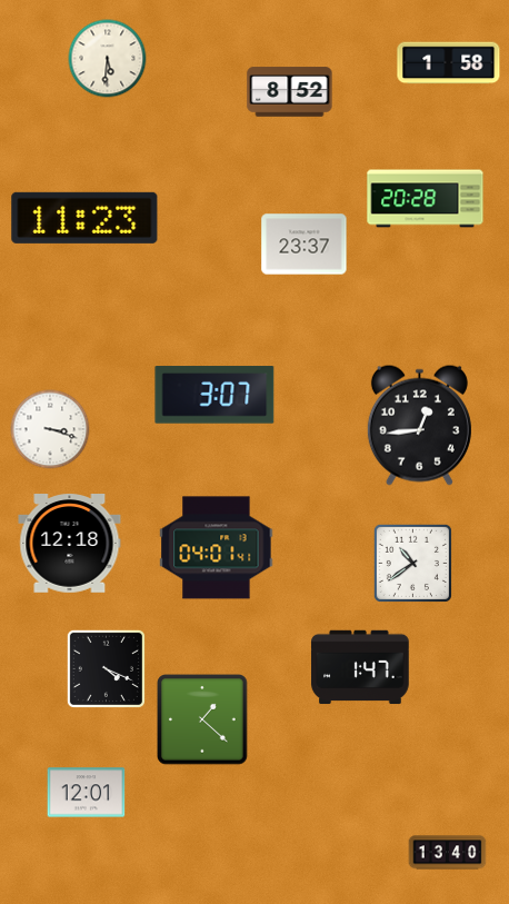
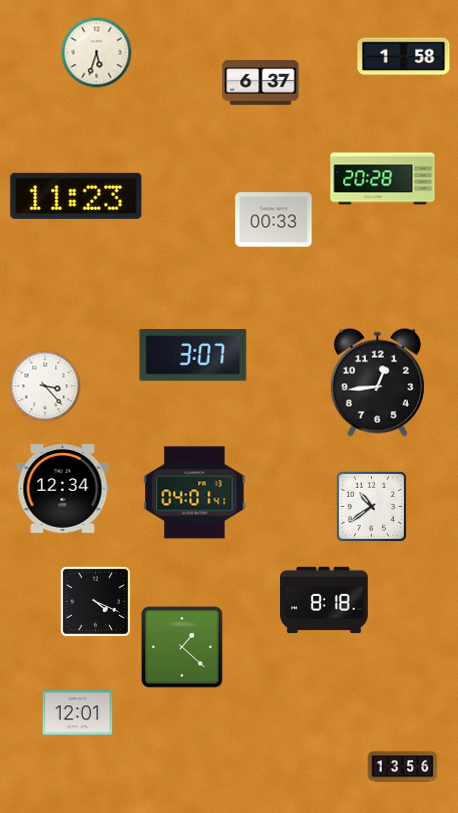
clock at (108, 59): 5:31 -> 5:33
clock at (290, 92): 8:52 -> 6:37
clock at (305, 245): 23:37 -> 00:33
clock at (50, 429): 3:18 -> 3:23
clock at (70, 544): 12:18 -> 12:34
clock at (360, 667): 1:47 -> 8:18
clock at (448, 853): 13:40 -> 13:56
